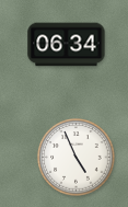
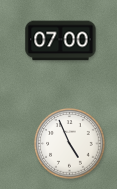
clock at (67, 45): 06:34 -> 07:00
